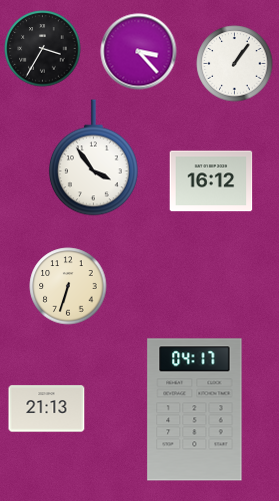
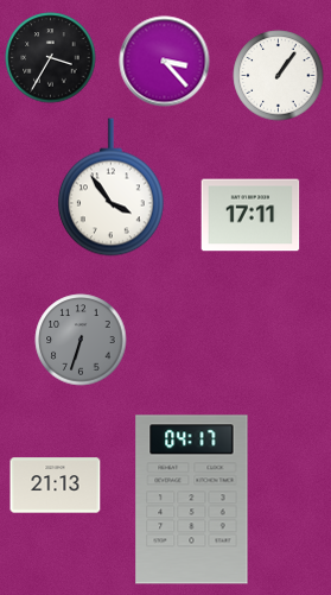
clock at (211, 181): 16:12 -> 17:11
clock at (68, 286) dial: cream -> grey
clock at (195, 410) position: (195, 410) -> (192, 500)
